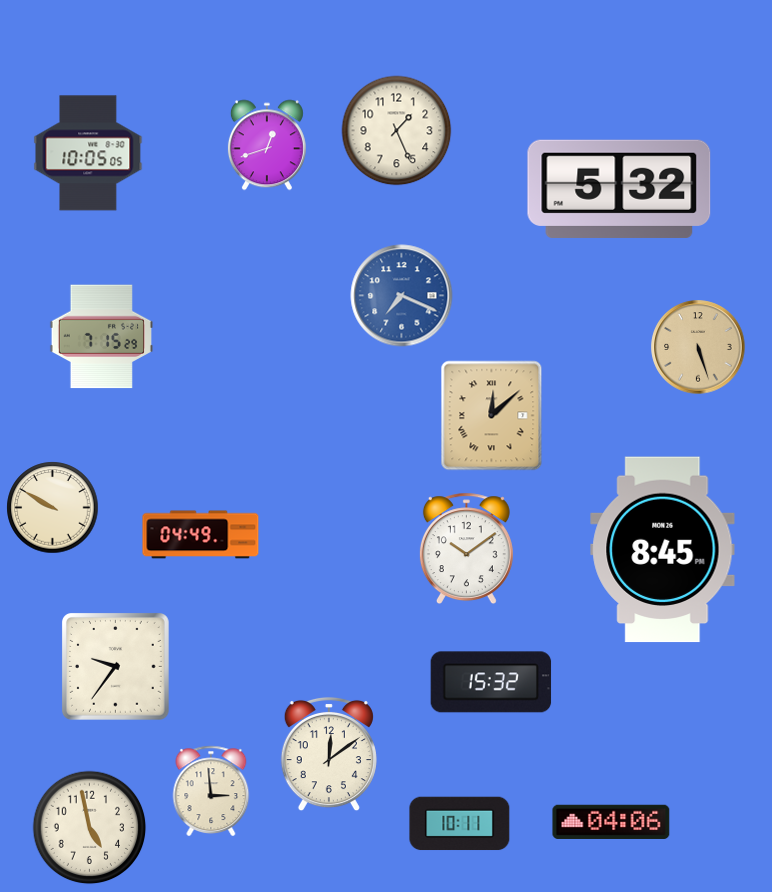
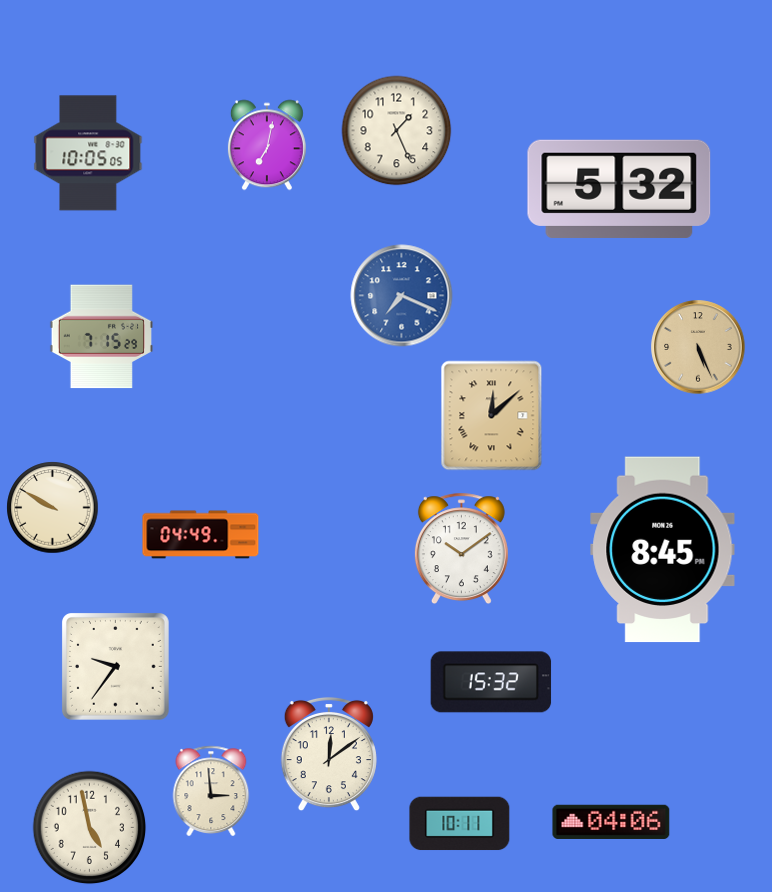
clock at (267, 145): 12:42 -> 7:02
clock at (698, 347): 5:27 -> 5:26
clock at (466, 549) position: (466, 549) -> (461, 549)
